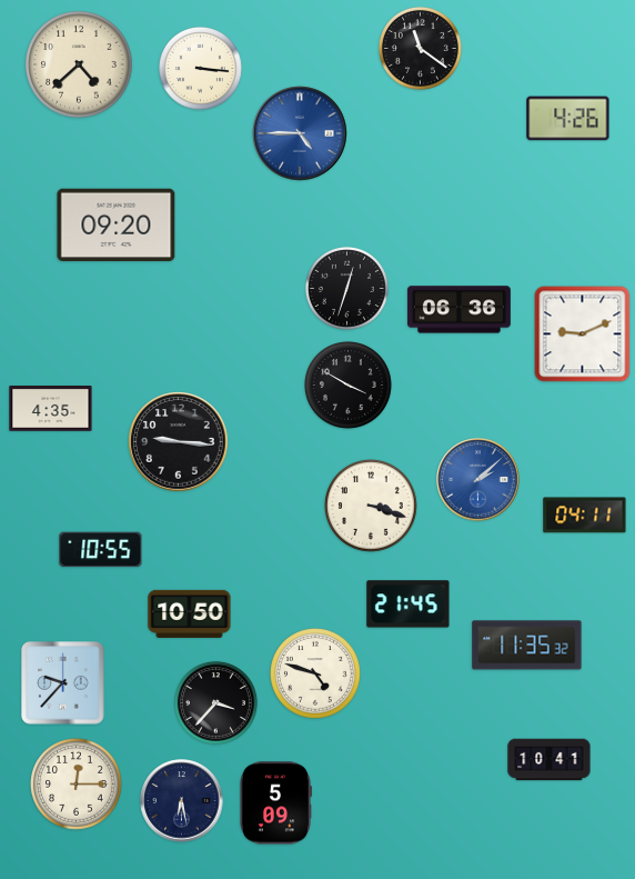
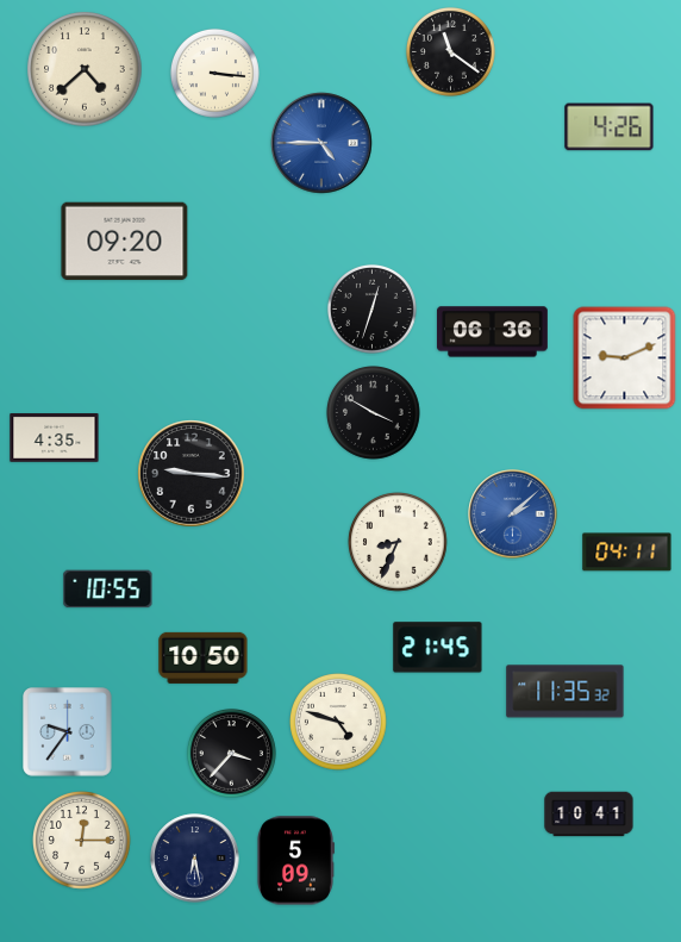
clock at (371, 506): 3:18 -> 8:34
clock at (63, 683): 9:37 -> 9:36
